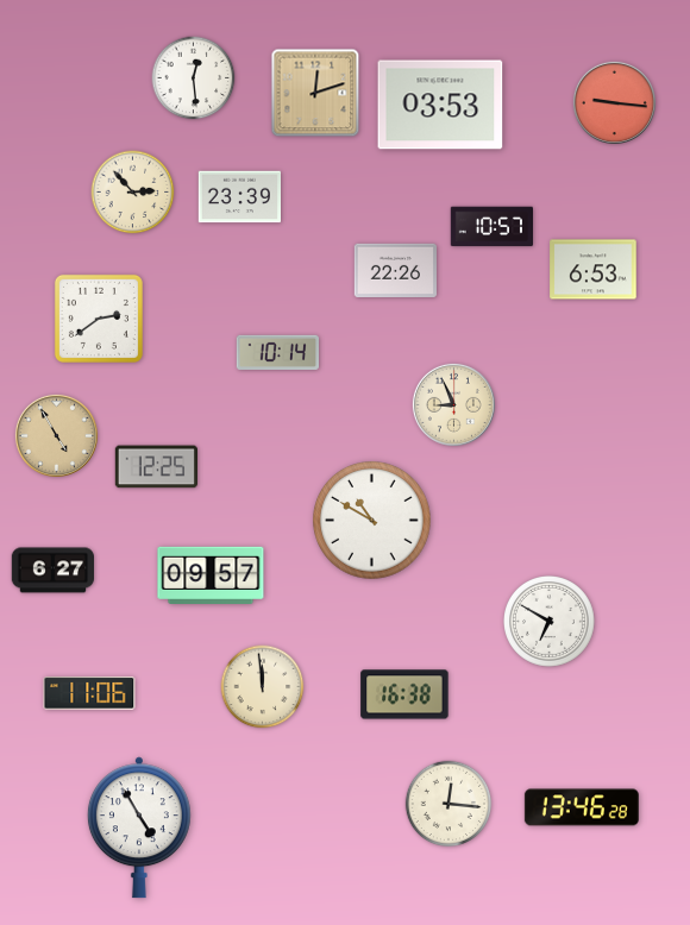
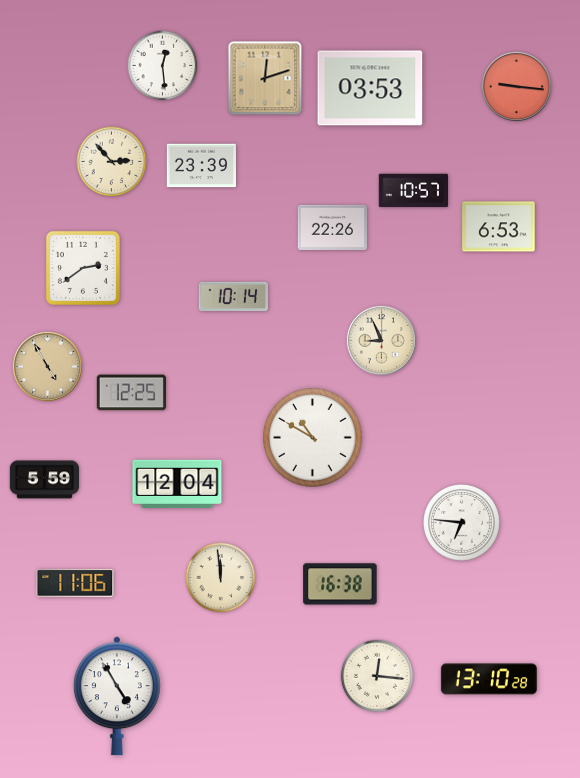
clock at (52, 571): 6:27 -> 5:59
clock at (211, 574): 09:57 -> 12:04
clock at (550, 622): 6:50 -> 6:46
clock at (582, 807): 13:46 -> 13:10
